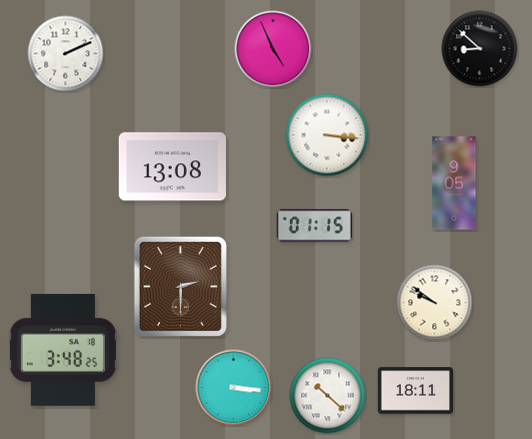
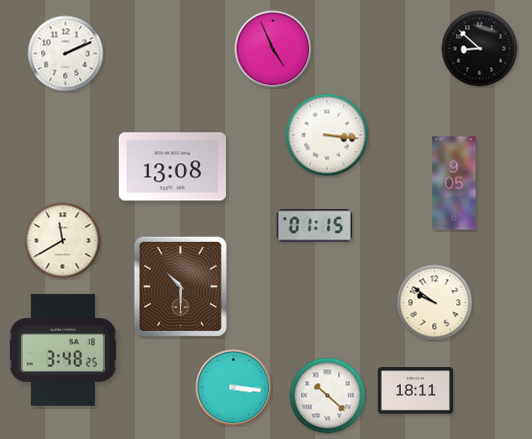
clock at (63, 241): none -> 11:40
clock at (180, 286): 2:30 -> 10:30
